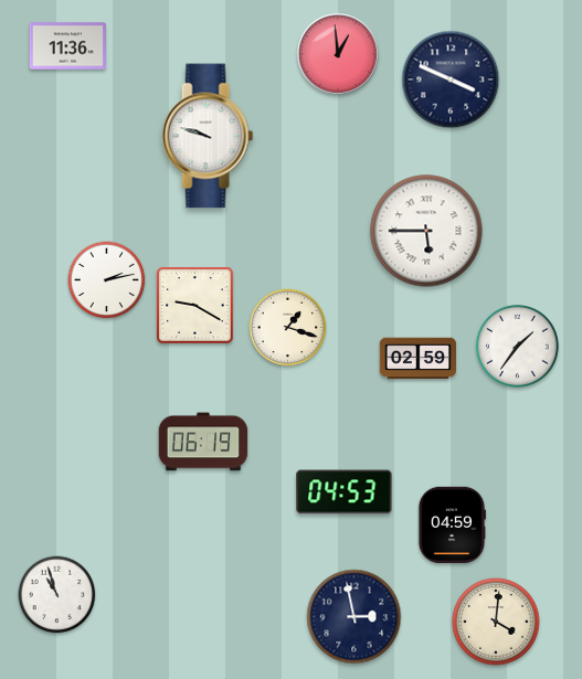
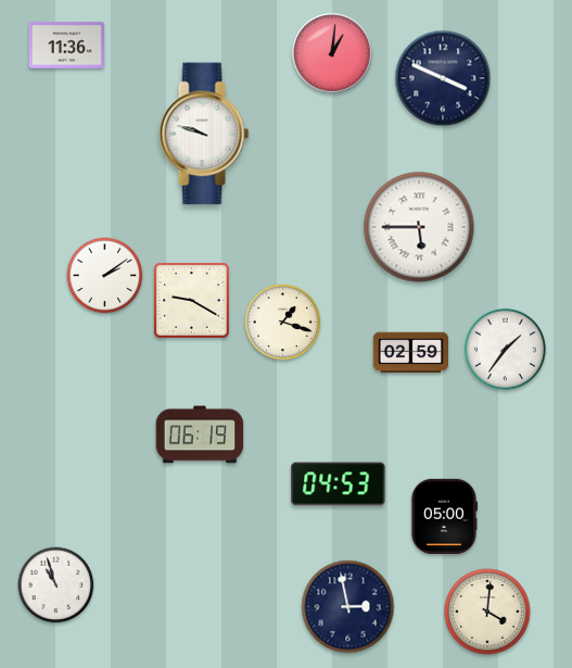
clock at (338, 54): 12:59 -> 1:01
clock at (107, 280): 2:13 -> 2:09
clock at (517, 346) position: (517, 346) -> (505, 349)
clock at (451, 524): 04:59 -> 05:00
